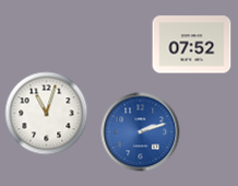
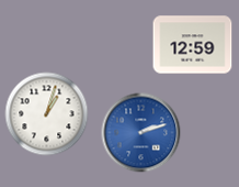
clock at (192, 45): 07:52 -> 12:59
clock at (47, 114): 11:03 -> 1:03
